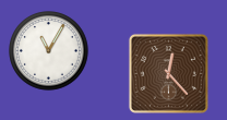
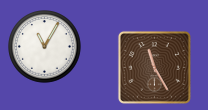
clock at (168, 73): 12:23 -> 11:25
